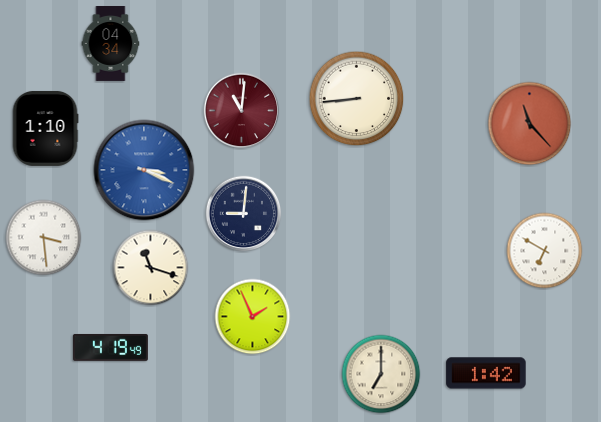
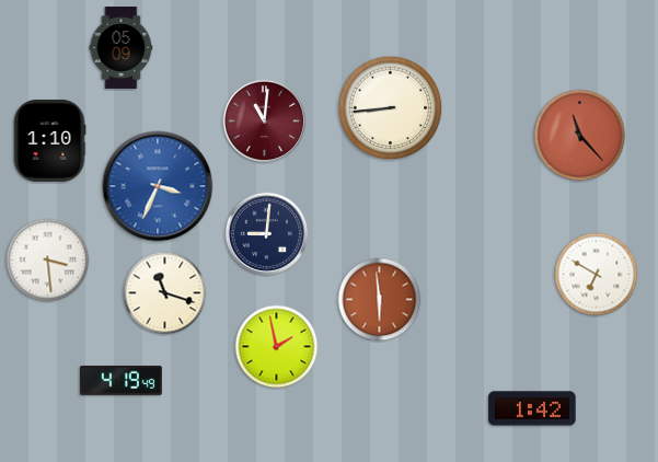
clock at (111, 44): 04:34 -> 05:09
clock at (144, 170): 3:19 -> 3:34
clock at (380, 300): none -> 5:59
clock at (253, 317): 1:56 -> 1:58
clock at (381, 374): 7:00 -> none
